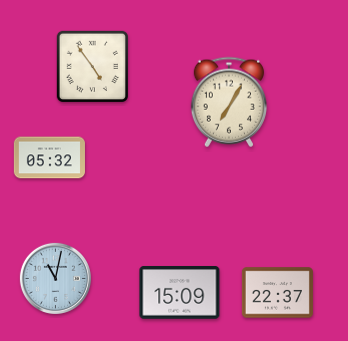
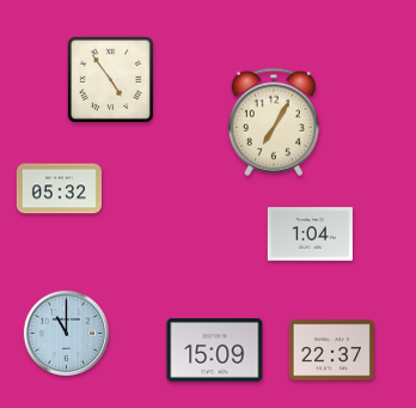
clock at (310, 235): none -> 1:04
clock at (55, 278): 11:02 -> 11:00
